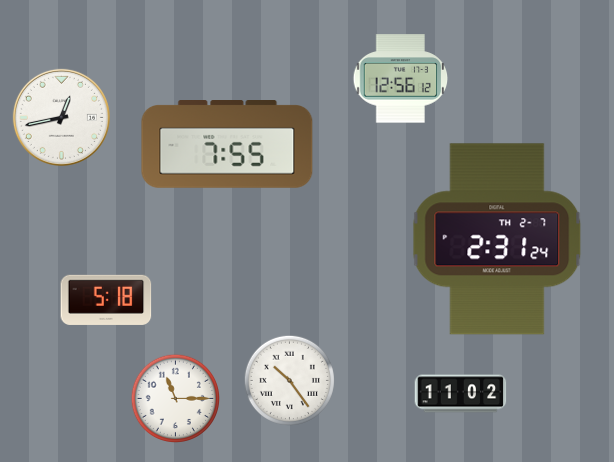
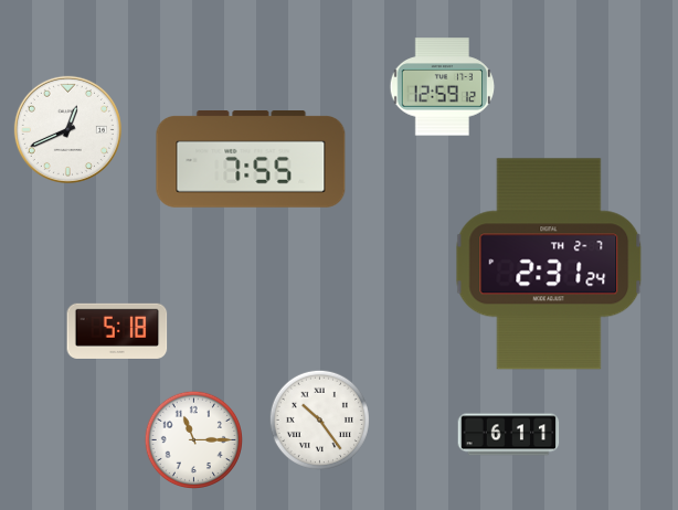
clock at (401, 79): 12:56 -> 12:59
clock at (61, 117): 12:43 -> 12:41
clock at (461, 394): 11:02 -> 6:11
